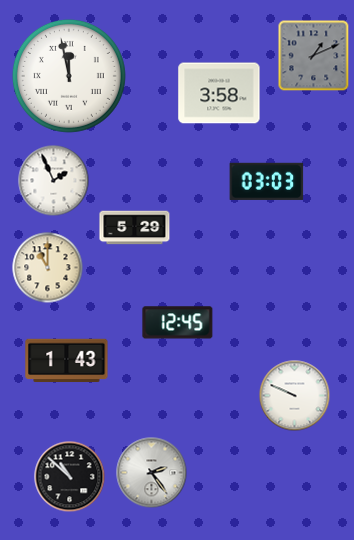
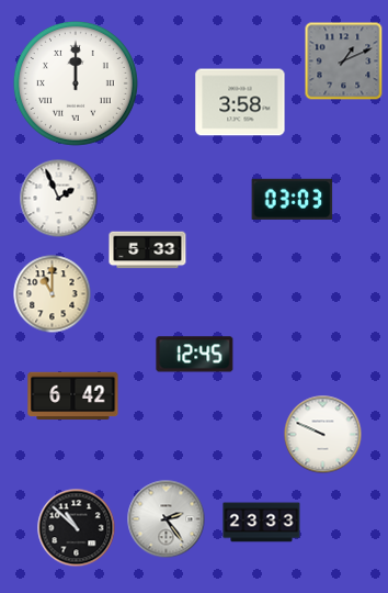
clock at (69, 76): 11:58 -> 12:00
clock at (135, 228): 5:29 -> 5:33
clock at (67, 361): 1:43 -> 6:42
clock at (262, 523): none -> 23:33
clock at (70, 477) position: (70, 477) -> (77, 528)
